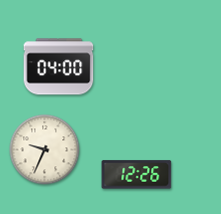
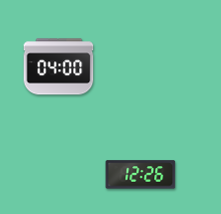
clock at (45, 150): 9:34 -> none
clock at (137, 175) position: (137, 175) -> (141, 175)
